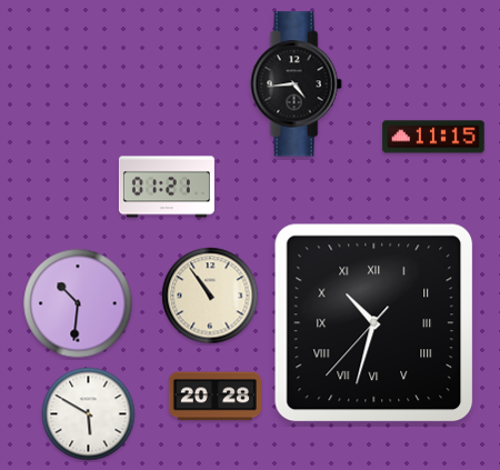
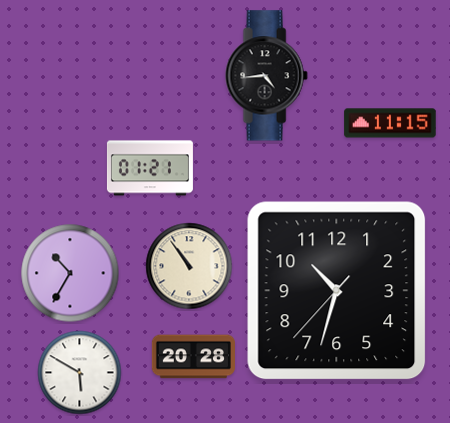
clock at (78, 303): 10:31 -> 10:35
clock at (374, 323) numerals: Roman -> Arabic
